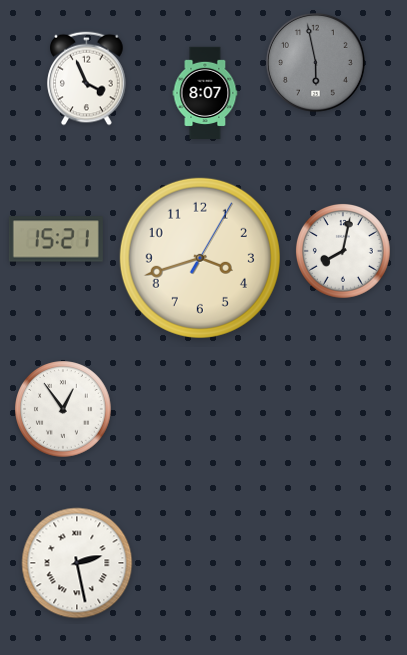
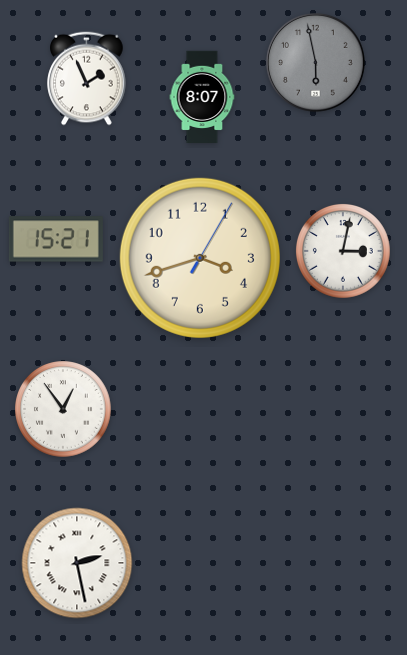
clock at (87, 79): 3:56 -> 1:56
clock at (205, 93) position: (205, 93) -> (202, 97)
clock at (343, 251): 8:02 -> 3:02
